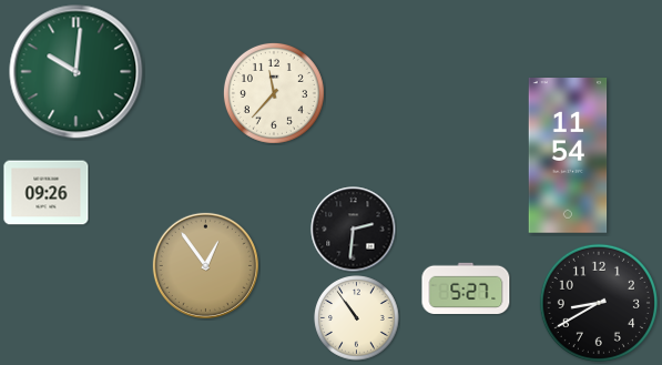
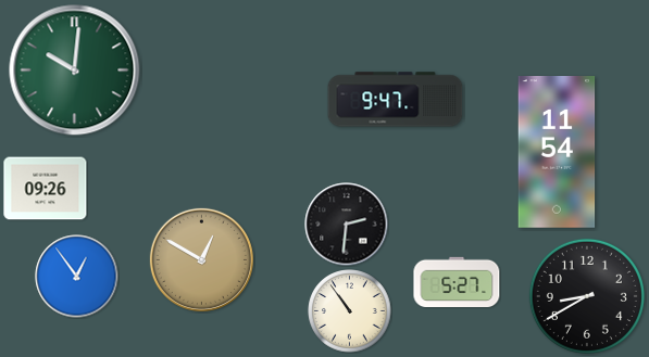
clock at (274, 93): 11:37 -> none
clock at (396, 100): none -> 9:47
clock at (205, 265): 12:54 -> 12:50
clock at (77, 277): none -> 12:54
